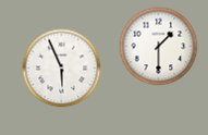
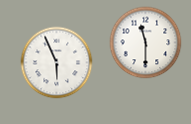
clock at (159, 47): 1:30 -> 11:30
